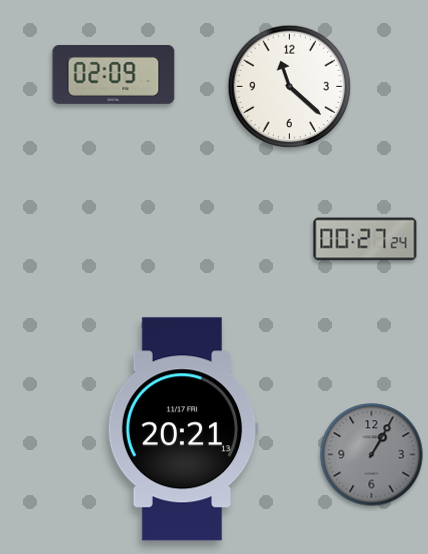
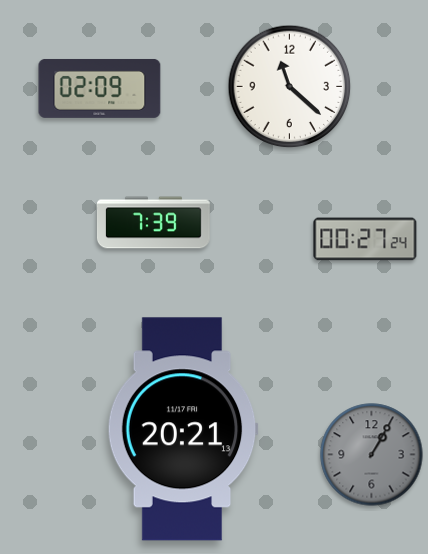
clock at (114, 74) position: (114, 74) -> (100, 88)
clock at (153, 223): none -> 7:39
